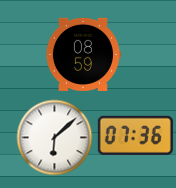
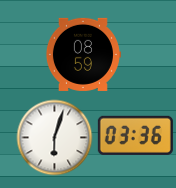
clock at (135, 135): 07:36 -> 03:36
clock at (55, 138): 6:08 -> 6:03
